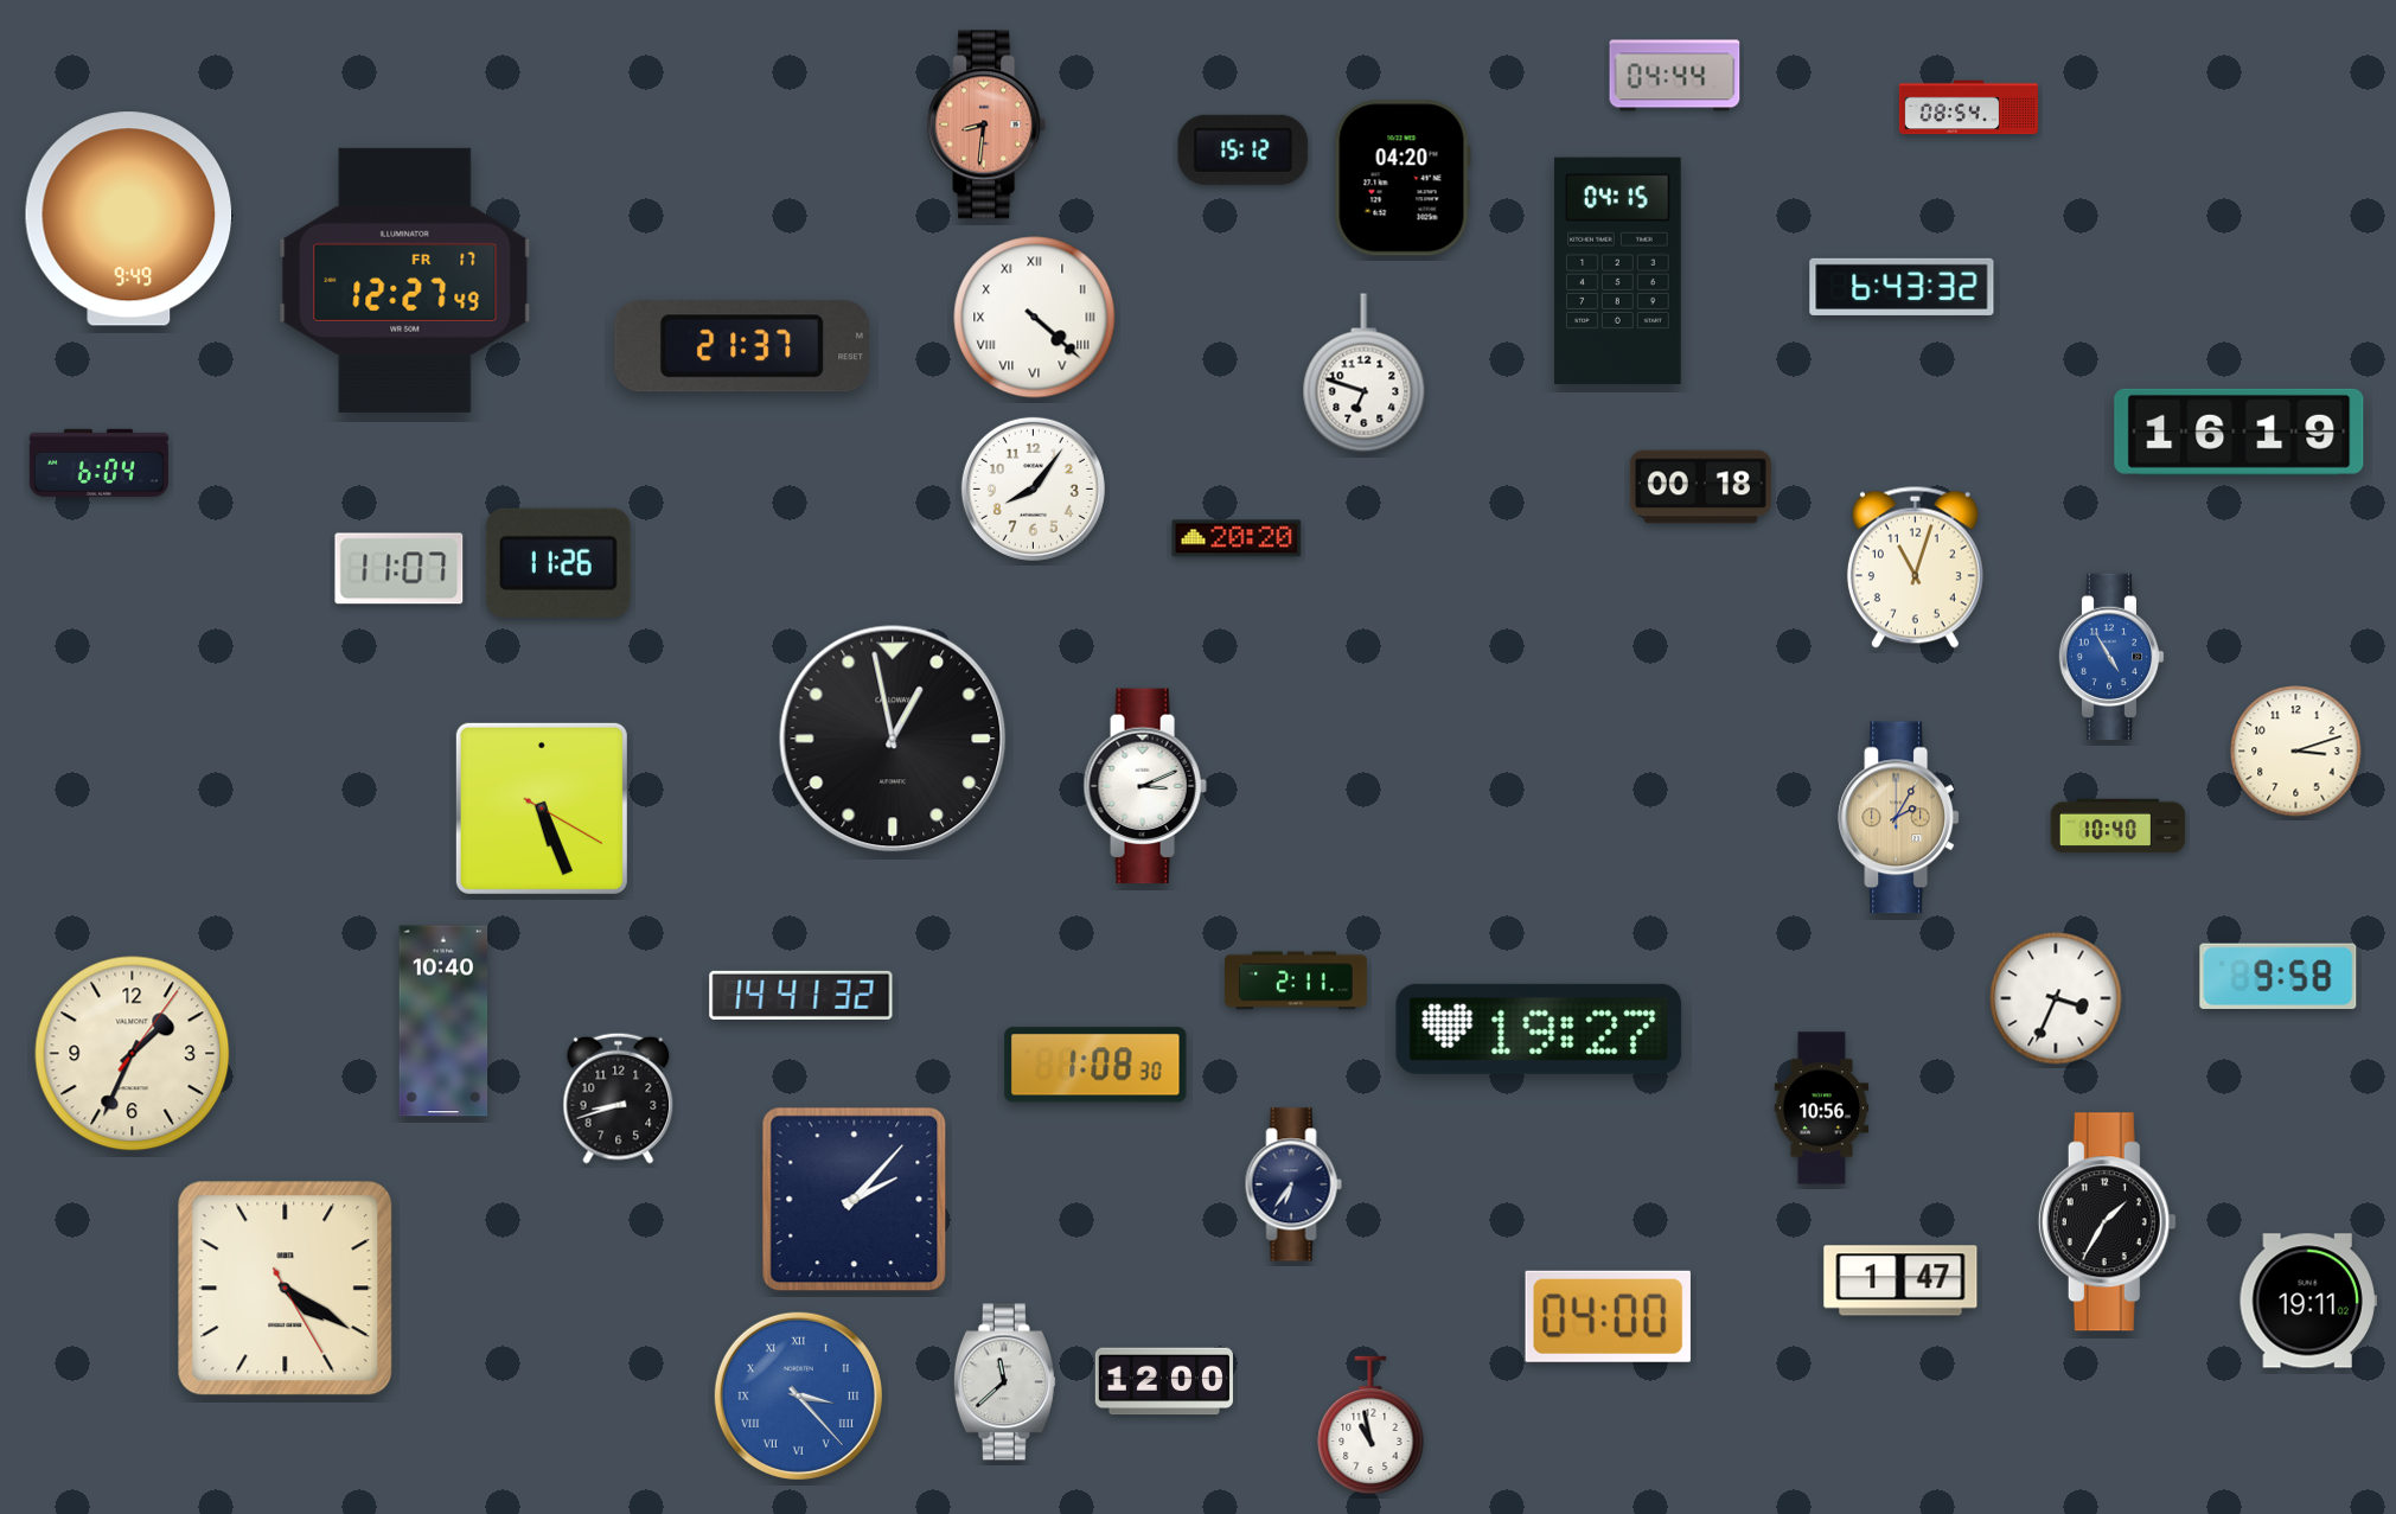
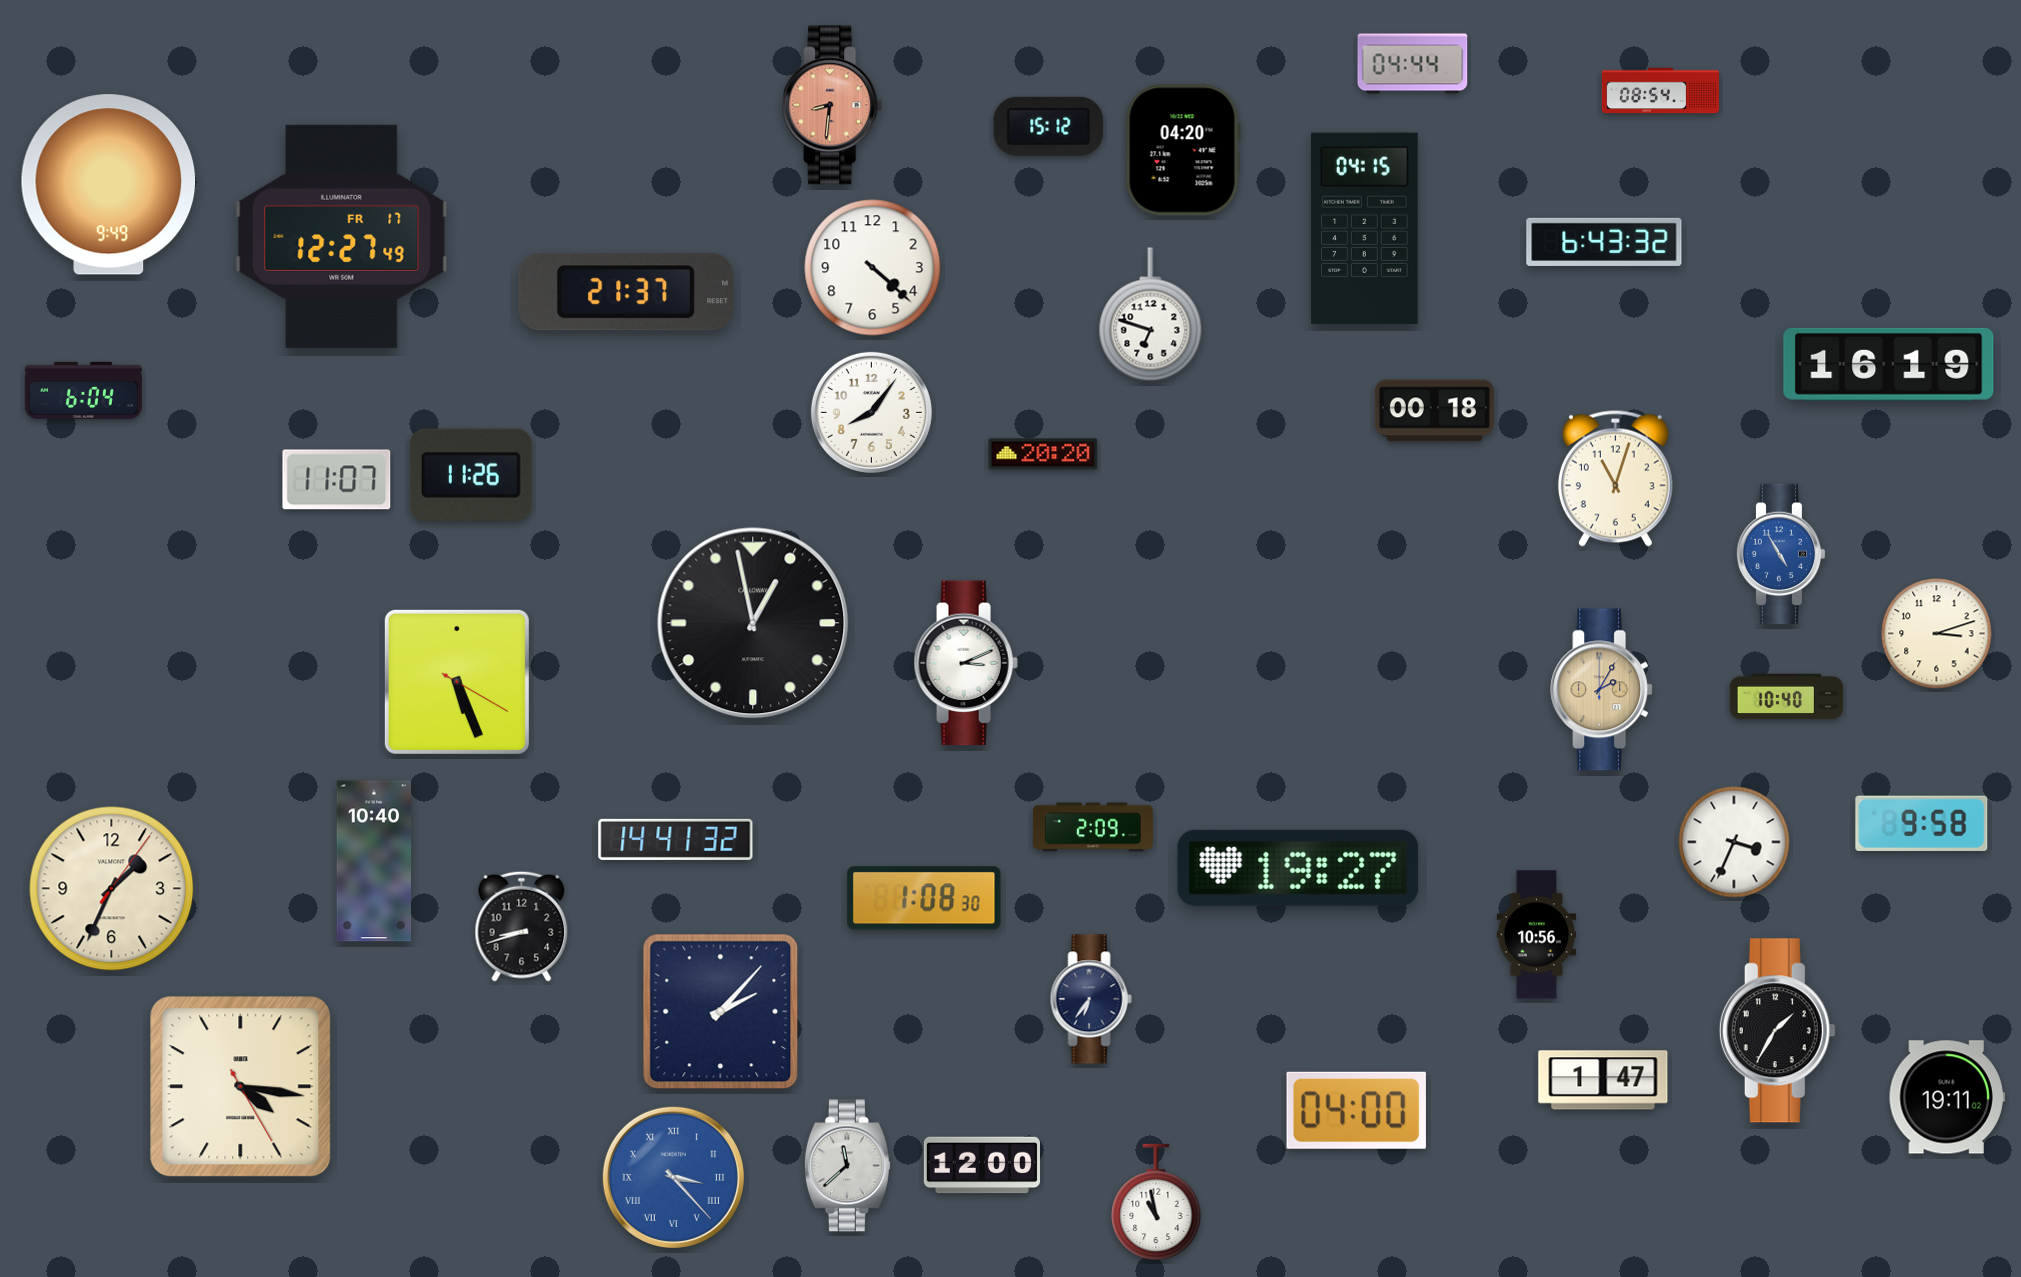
clock at (1035, 318) numerals: Roman -> Arabic
clock at (1296, 980): 2:11 -> 2:09
clock at (286, 1289): 4:20 -> 4:16
